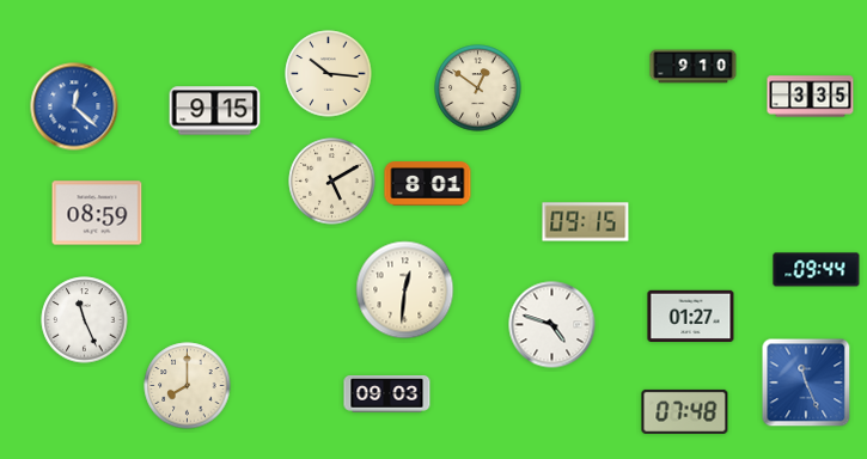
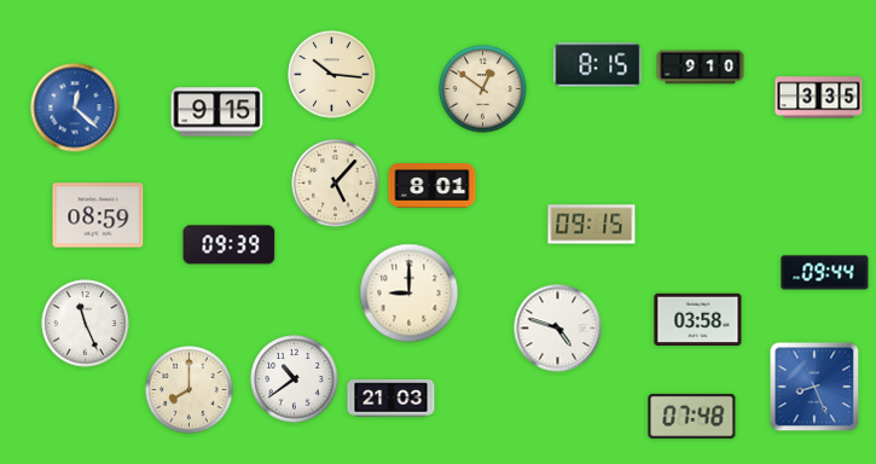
clock at (598, 65): none -> 8:15
clock at (332, 182): 5:10 -> 5:07
clock at (230, 245): none -> 09:39
clock at (405, 290): 12:31 -> 9:00
clock at (691, 317): 01:27 -> 03:58
clock at (295, 379): none -> 10:39
clock at (806, 382): 11:26 -> 8:26
clock at (387, 394): 09:03 -> 21:03
